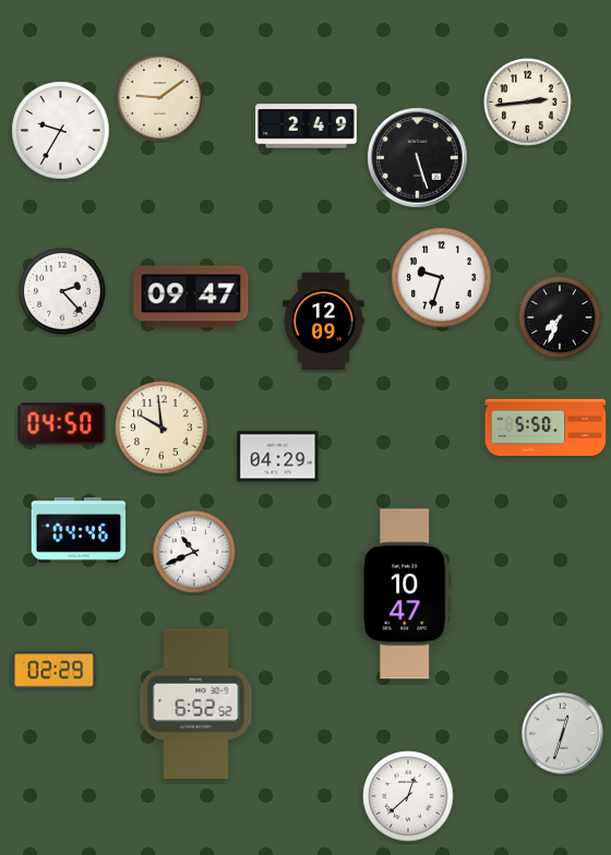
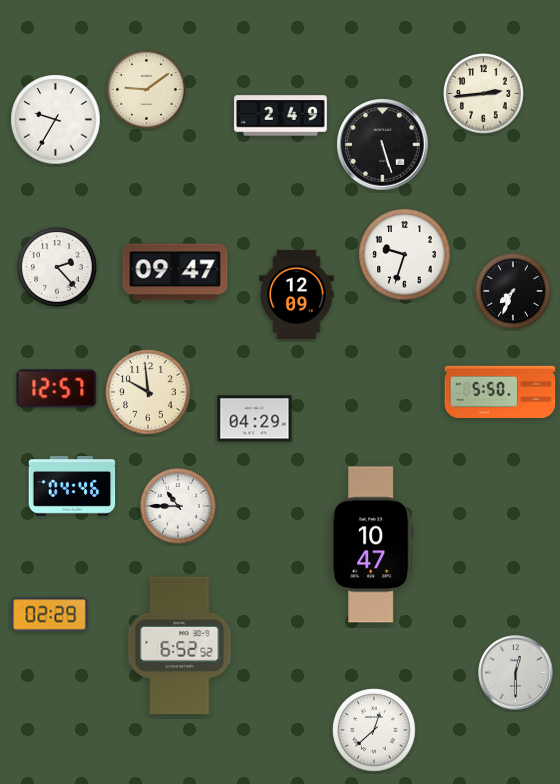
clock at (62, 424): 04:50 -> 12:57
clock at (195, 553): 10:41 -> 10:45
clock at (563, 734): 12:33 -> 12:30
